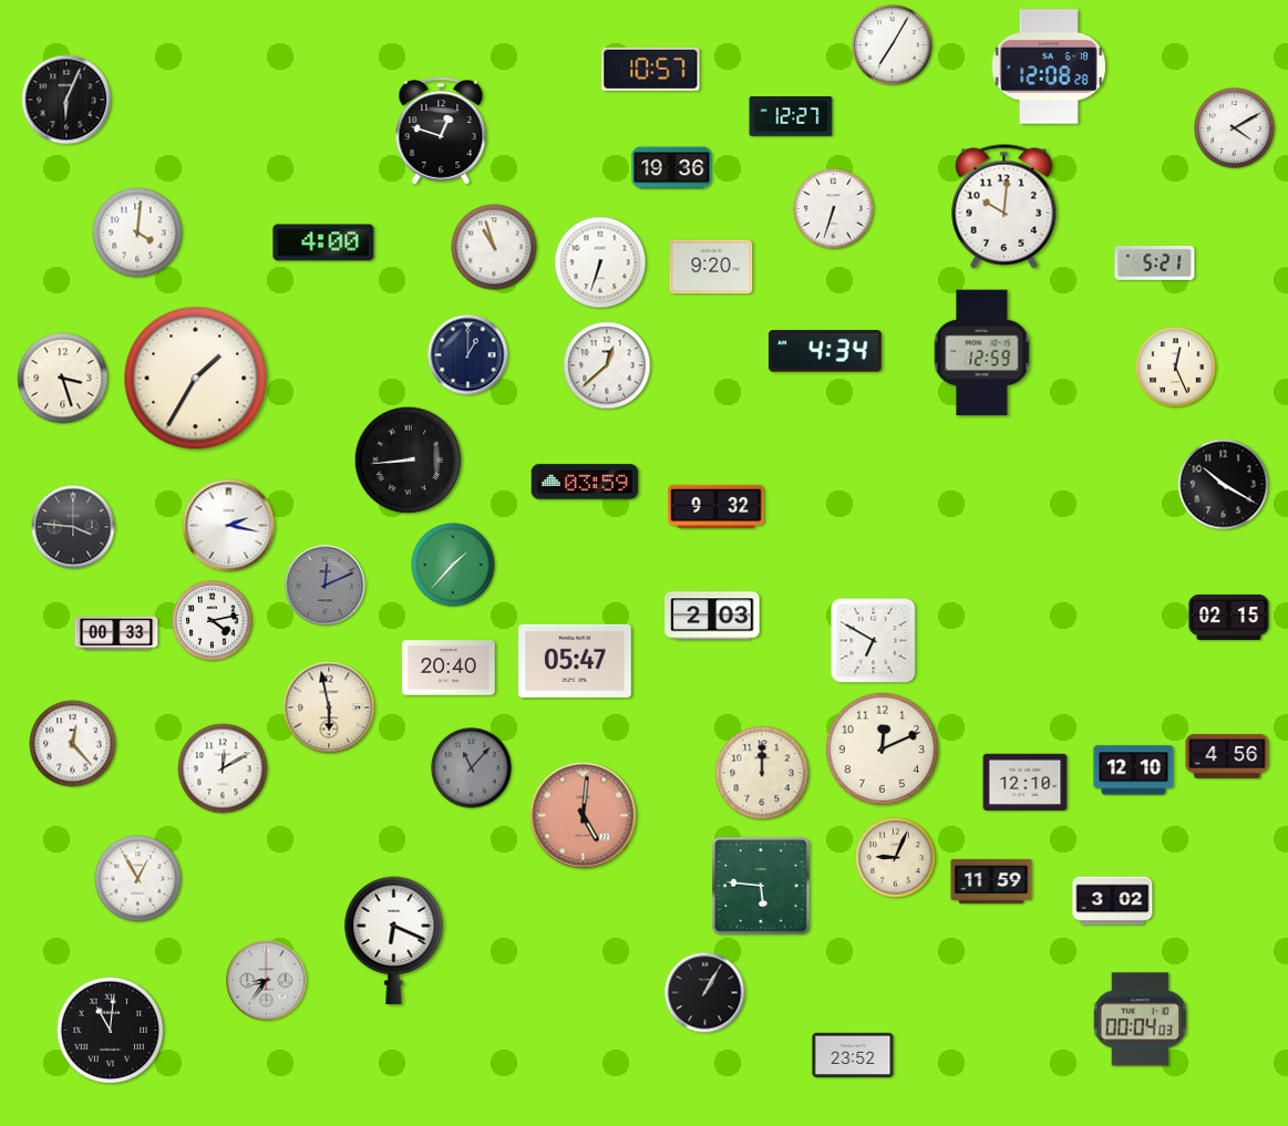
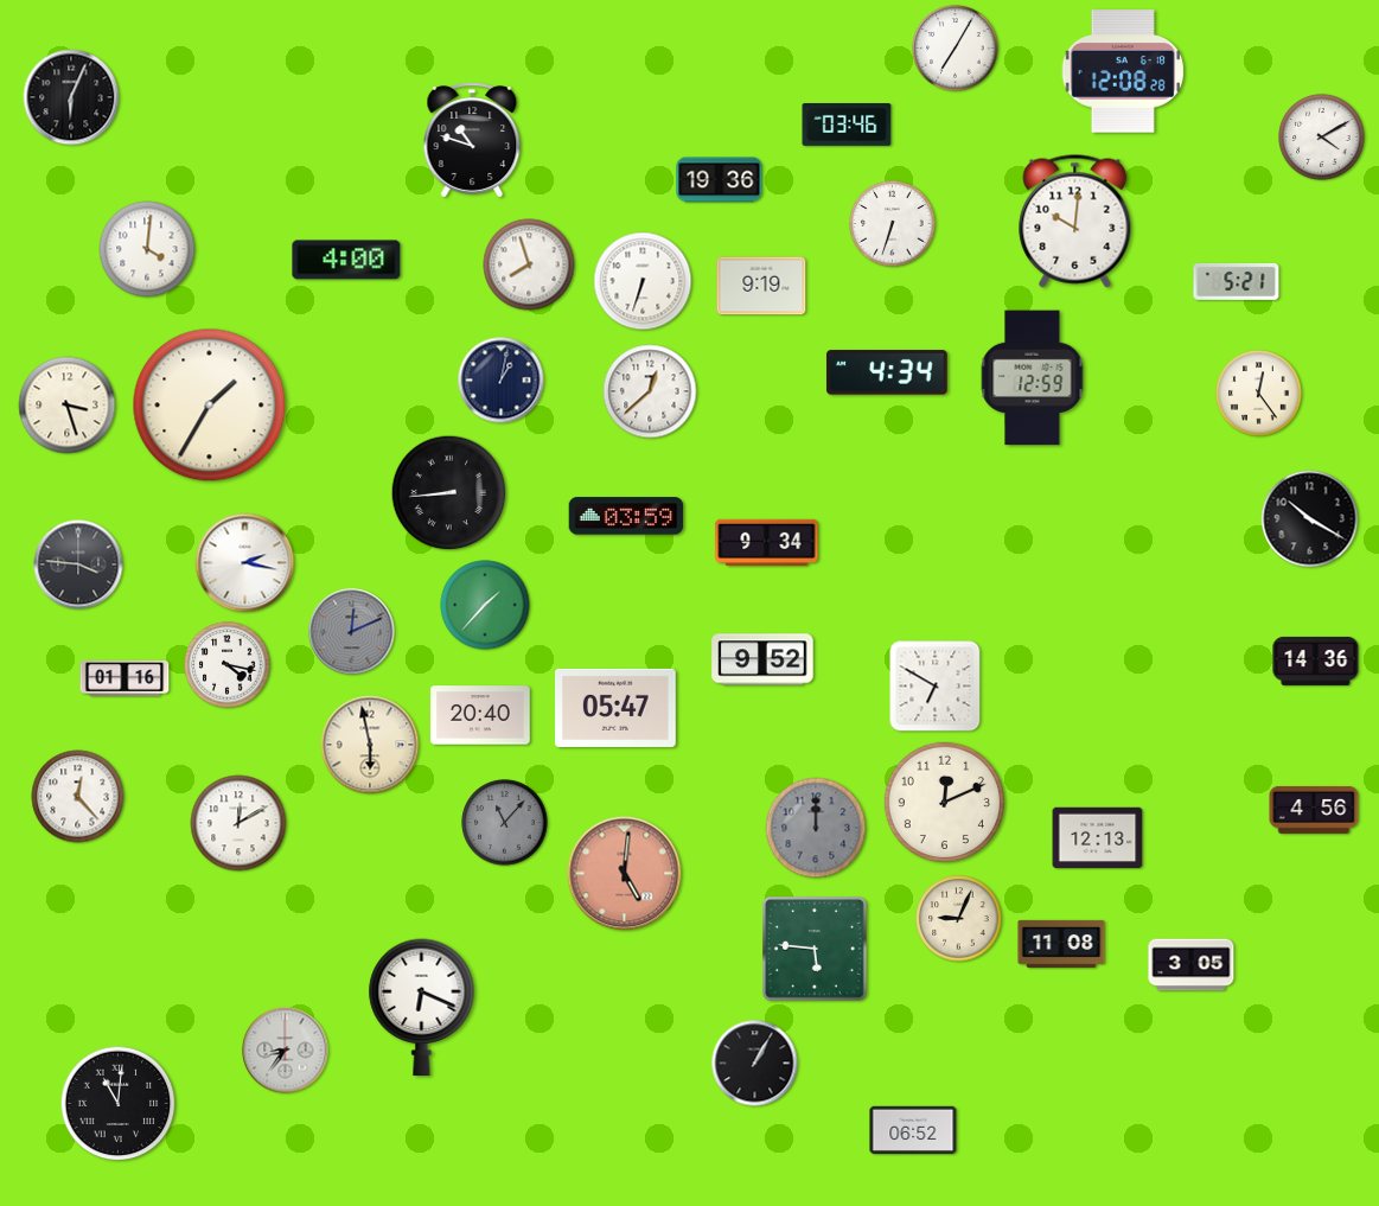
clock at (651, 69): 10:57 -> none
clock at (66, 100) position: (66, 100) -> (71, 97)
clock at (791, 117): 12:27 -> 03:46
clock at (441, 131): 12:48 -> 10:48
clock at (494, 247): 10:57 -> 7:57
clock at (711, 267): 9:20 -> 9:19
clock at (825, 351) position: (825, 351) -> (887, 372)
clock at (982, 353) position: (982, 353) -> (1033, 378)
clock at (468, 355): 1:00 -> 1:02
clock at (1176, 368): 12:26 -> 12:24
clock at (409, 461) position: (409, 461) -> (449, 493)
clock at (717, 506): 9:32 -> 9:34
clock at (326, 586) position: (326, 586) -> (352, 632)
clock at (712, 616): 2:03 -> 9:52
clock at (1229, 617): 02:15 -> 14:36
clock at (213, 621): 4:13 -> 4:17
clock at (116, 633): 00:33 -> 01:16
clock at (329, 707) position: (329, 707) -> (370, 745)
clock at (1134, 771): 12:10 -> none
clock at (762, 773) dial: cream -> grey
clock at (1026, 783): 12:10 -> 12:13
clock at (138, 879): 12:55 -> none
clock at (991, 881): 11:59 -> 11:08
clock at (1113, 901): 3:02 -> 3:05
clock at (1140, 1020): 00:04 -> none
clock at (853, 1055): 23:52 -> 06:52
